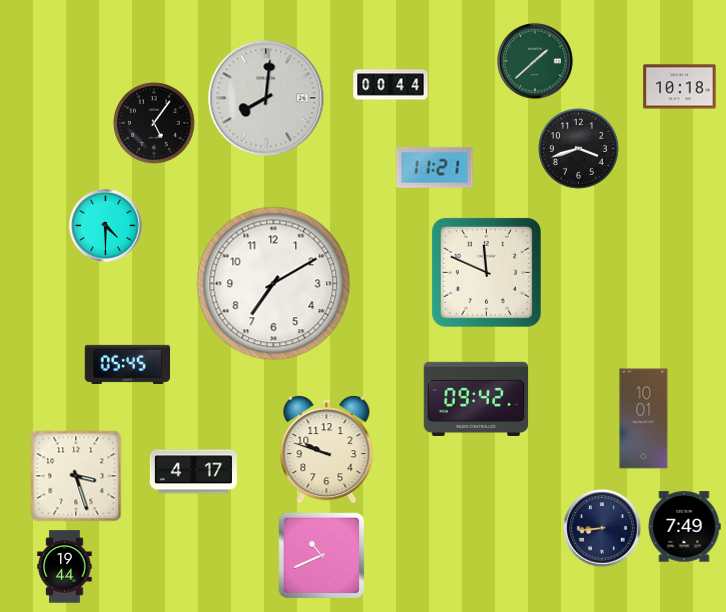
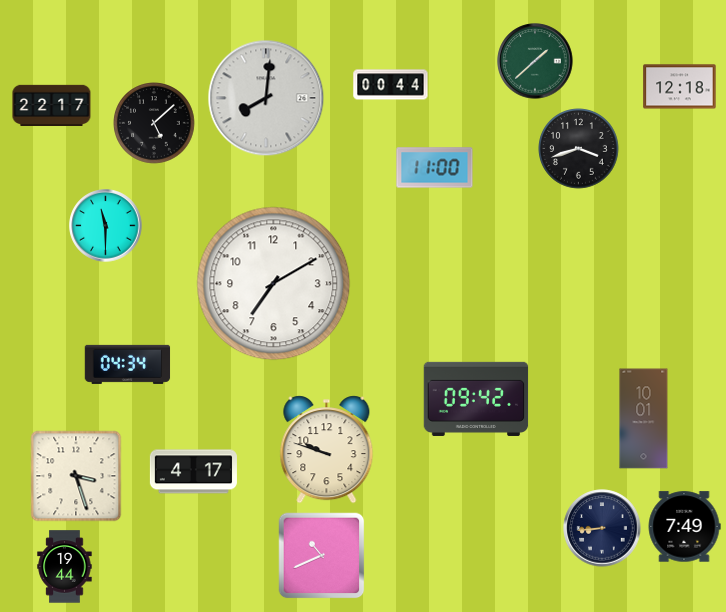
clock at (680, 87): 10:18 -> 12:18
clock at (52, 105): none -> 22:17
clock at (154, 123): 5:06 -> 5:08
clock at (435, 168): 11:21 -> 11:00
clock at (106, 226): 4:30 -> 11:30
clock at (486, 272): 11:49 -> none
clock at (128, 364): 05:45 -> 04:34
